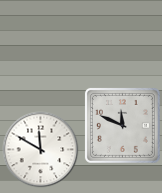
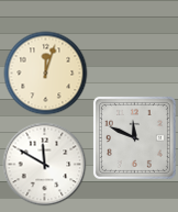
clock at (46, 74): none -> 12:03
